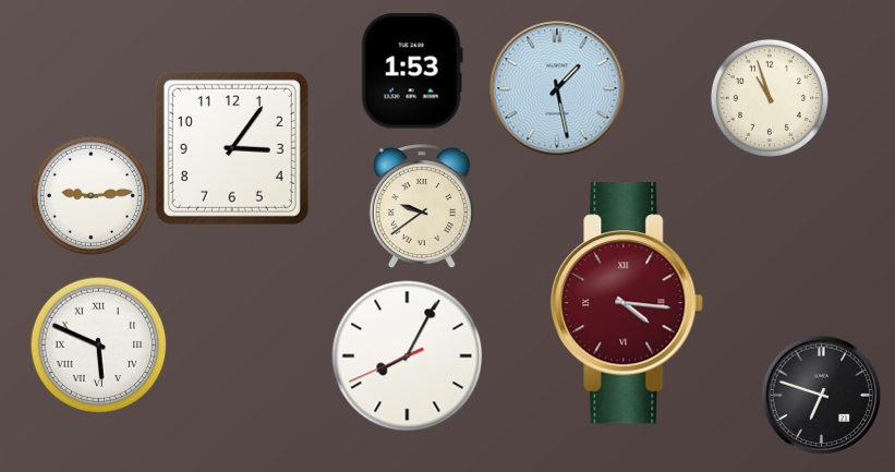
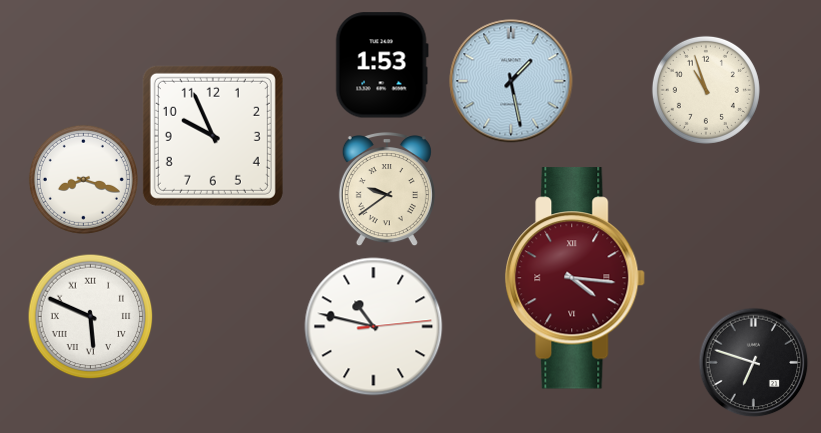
clock at (412, 71) position: (412, 71) -> (382, 65)
clock at (232, 148): 3:06 -> 9:56
clock at (90, 195): 9:14 -> 8:18
clock at (408, 356): 8:04 -> 10:47
